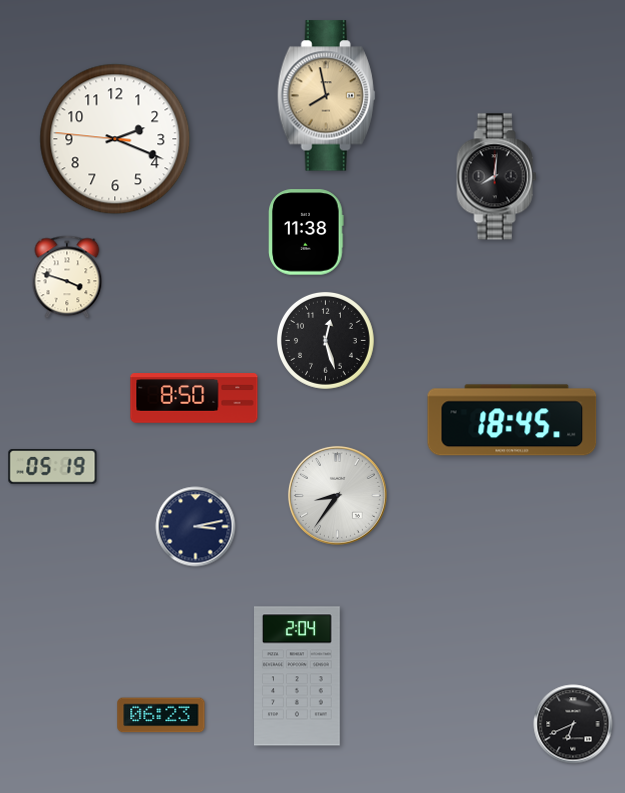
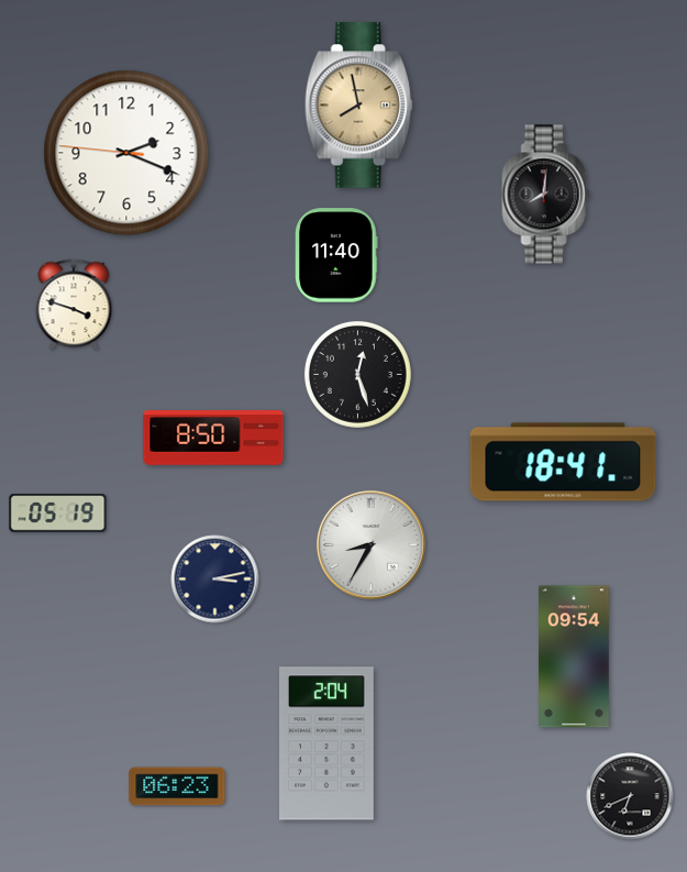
clock at (306, 232): 11:38 -> 11:40
clock at (512, 420): 18:45 -> 18:41
clock at (337, 495): 8:36 -> 8:35
clock at (575, 656): none -> 09:54
